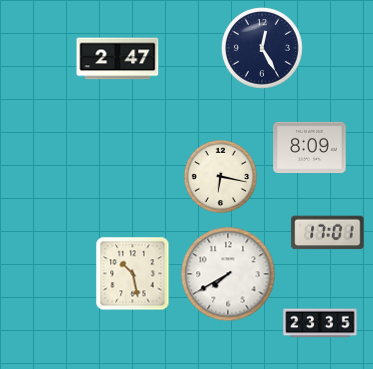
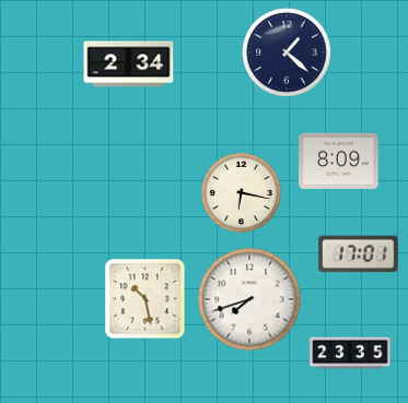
clock at (263, 49): 12:25 -> 1:22
clock at (118, 59): 2:47 -> 2:34
clock at (228, 274): 7:40 -> 7:42
